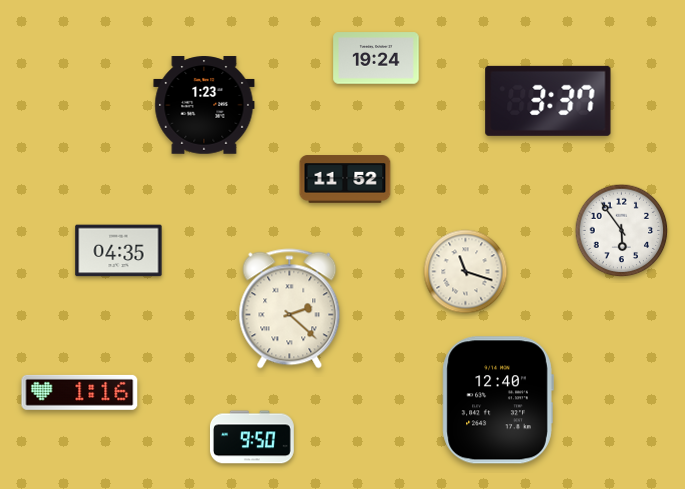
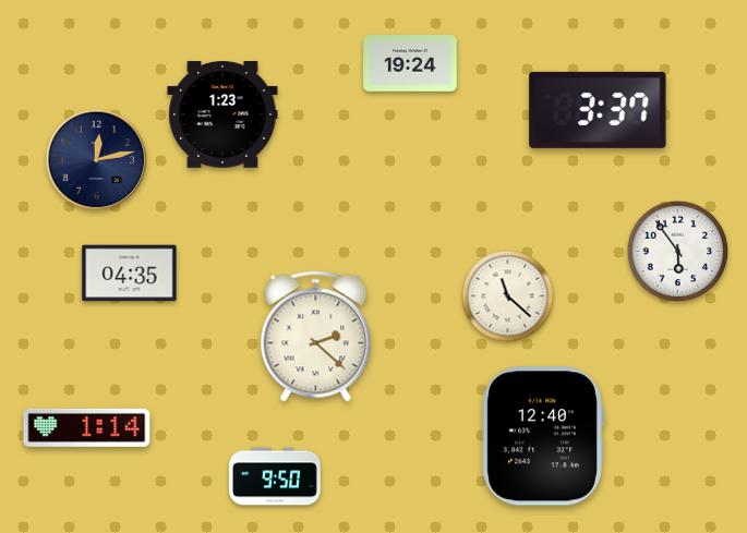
clock at (97, 160): none -> 12:13
clock at (345, 179): 11:52 -> none
clock at (466, 272): 11:18 -> 11:22
clock at (80, 392): 1:16 -> 1:14
